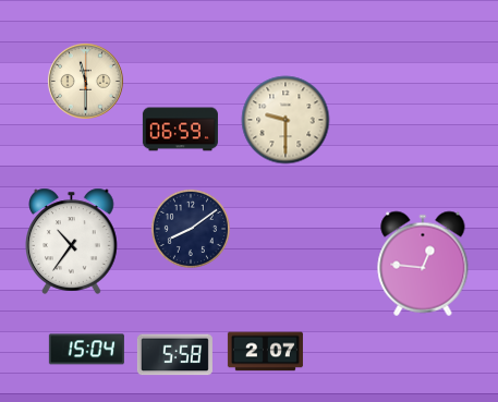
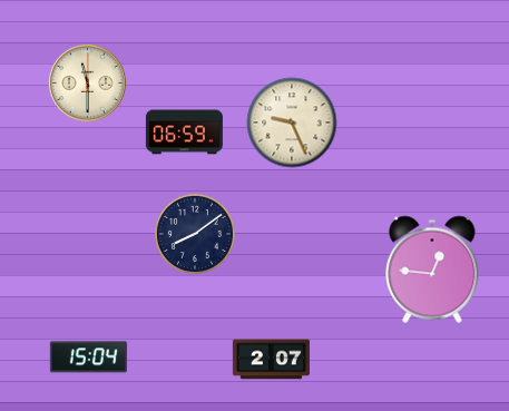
clock at (286, 120): 9:30 -> 9:26
clock at (72, 241): 10:36 -> none
clock at (174, 355): 5:58 -> none
